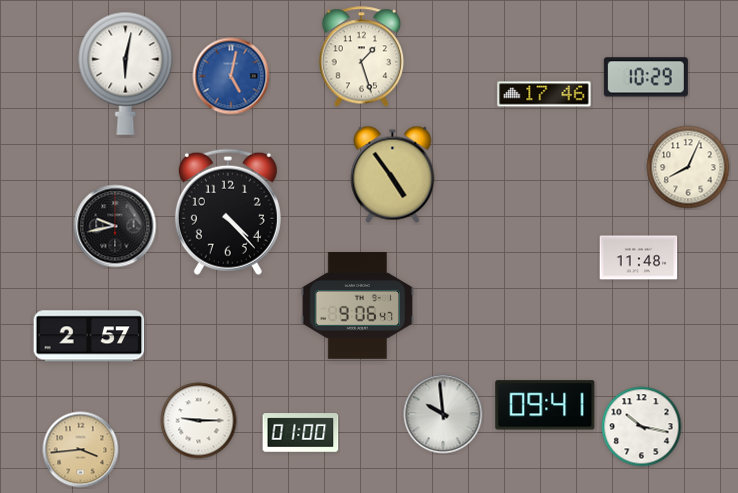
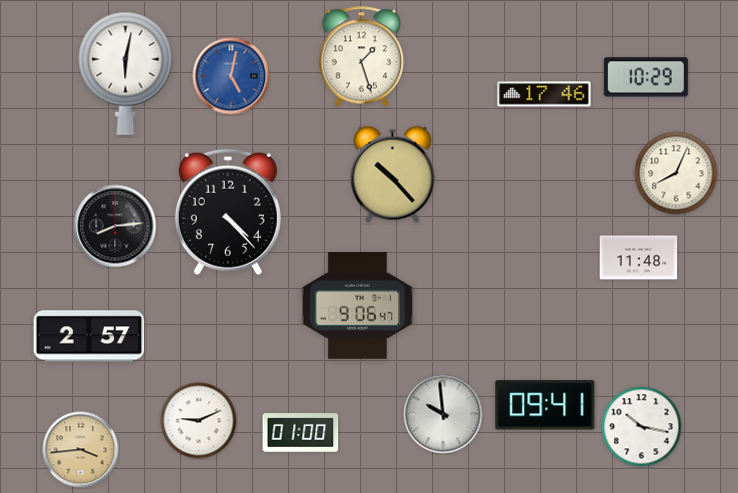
clock at (688, 167) position: (688, 167) -> (676, 173)
clock at (393, 174): 4:54 -> 10:23
clock at (115, 226): 9:43 -> 8:14
clock at (199, 421): 9:15 -> 9:11
